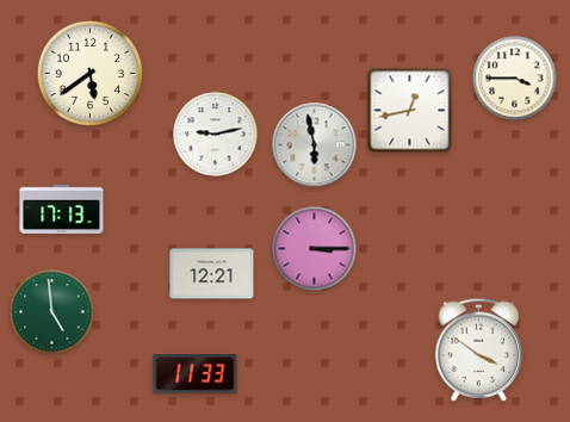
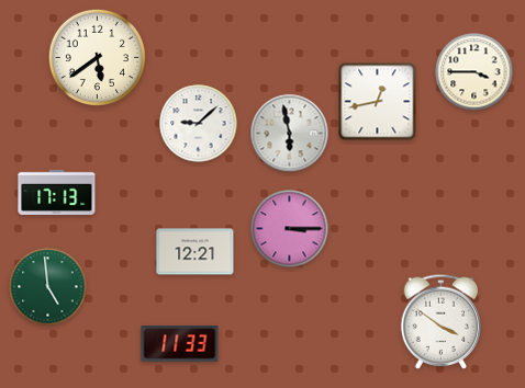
clock at (89, 73) position: (89, 73) -> (97, 57)
clock at (216, 135): 9:13 -> 9:08
